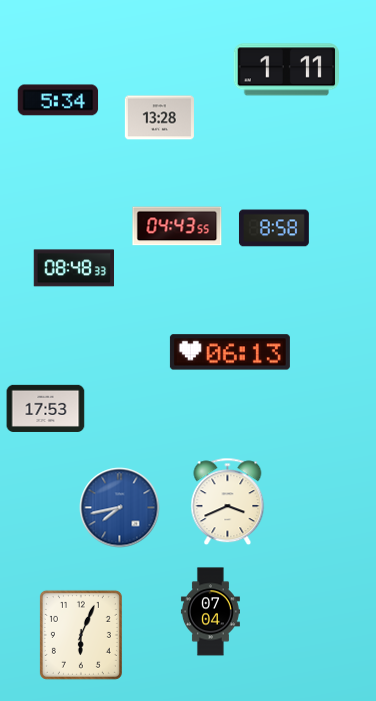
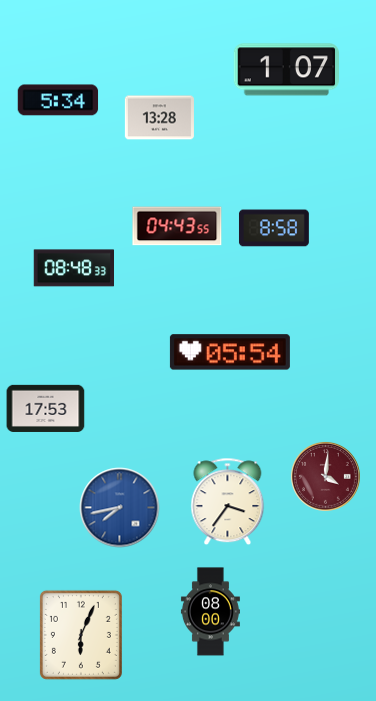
clock at (286, 70): 1:11 -> 1:07
clock at (230, 352): 06:13 -> 05:54
clock at (325, 476): none -> 4:01
clock at (228, 502): 3:41 -> 3:36
clock at (210, 612): 07:04 -> 08:00
